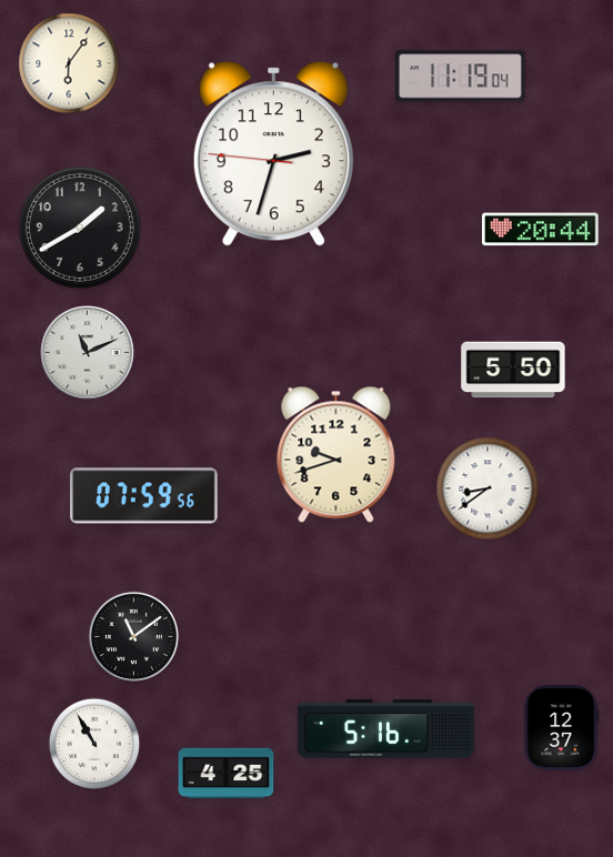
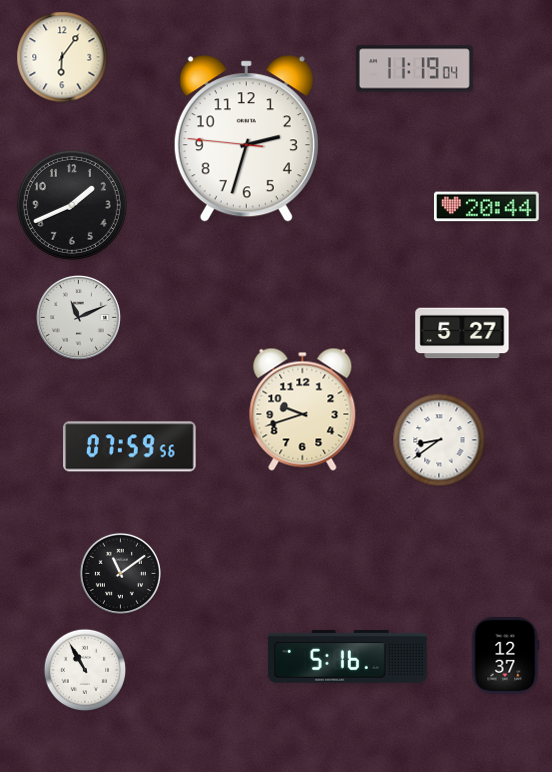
clock at (80, 228): 1:40 -> 1:41
clock at (513, 370): 5:50 -> 5:27
clock at (227, 774): 4:25 -> none
